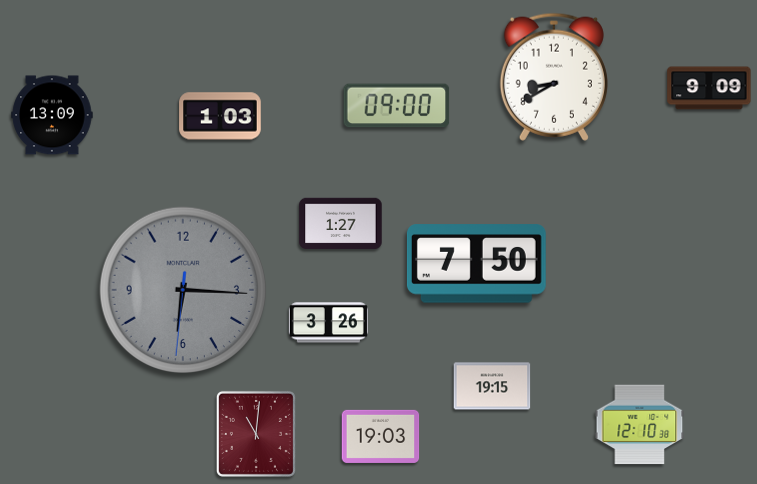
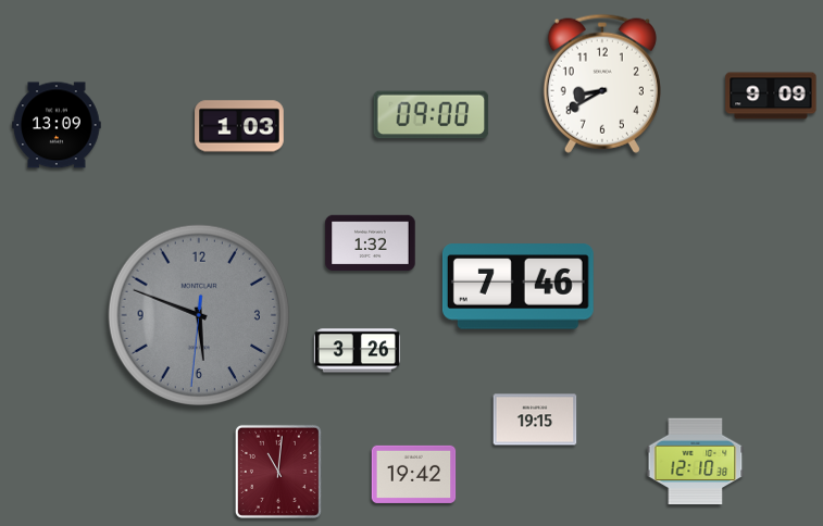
clock at (341, 224): 1:27 -> 1:32
clock at (476, 264): 7:50 -> 7:46
clock at (182, 289): 6:15 -> 5:48
clock at (381, 436): 19:03 -> 19:42
